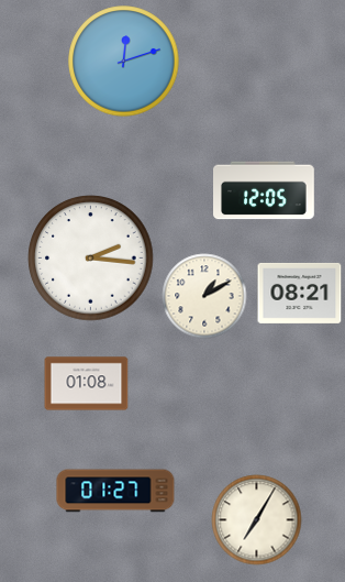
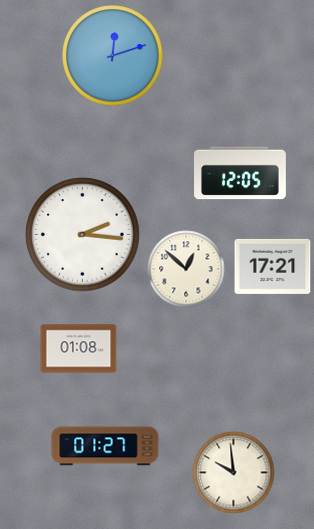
clock at (300, 293): 08:21 -> 17:21
clock at (204, 296): 1:10 -> 12:52
clock at (257, 520): 7:05 -> 9:59
